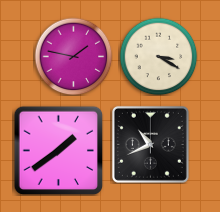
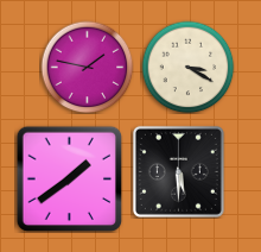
clock at (150, 144): 10:41 -> 5:30
